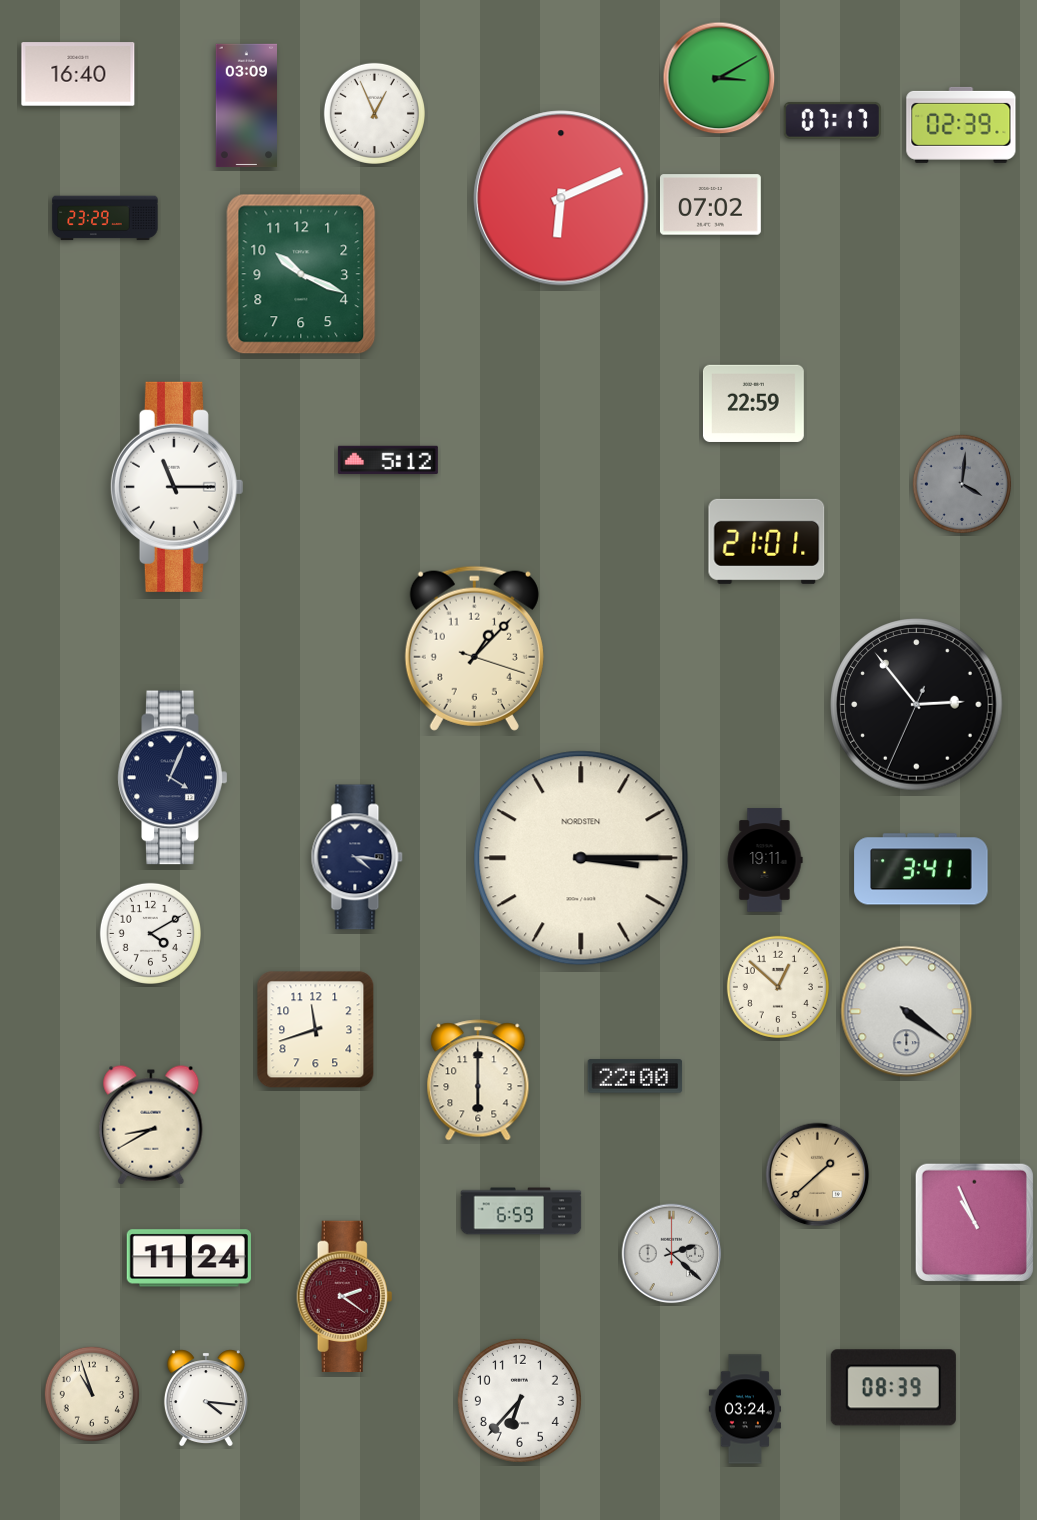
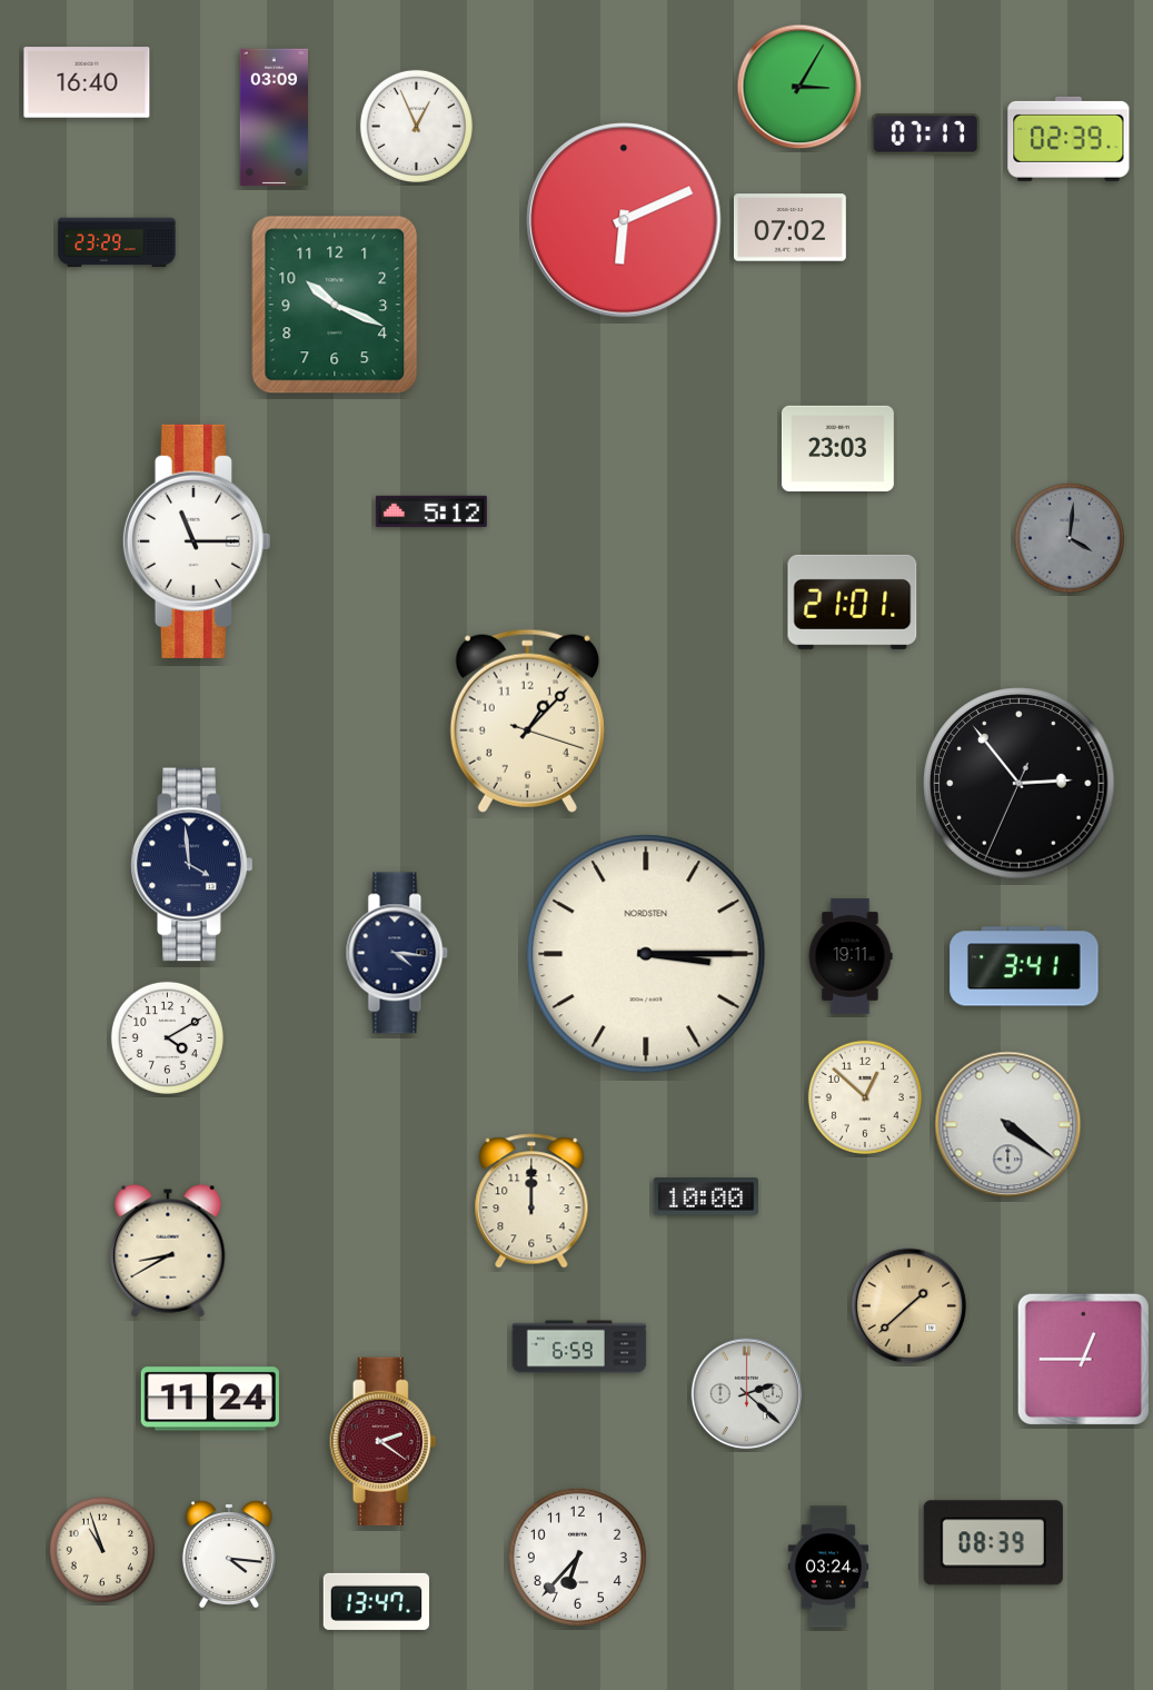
clock at (719, 78): 3:10 -> 3:05
clock at (753, 403): 22:59 -> 23:03
clock at (173, 778): 4:04 -> 3:59
clock at (316, 1030): 11:42 -> none
clock at (635, 1076): 22:00 -> 10:00
clock at (478, 1080): 6:00 -> 12:00
clock at (974, 1222): 10:56 -> 12:45
clock at (376, 1601): none -> 13:47
